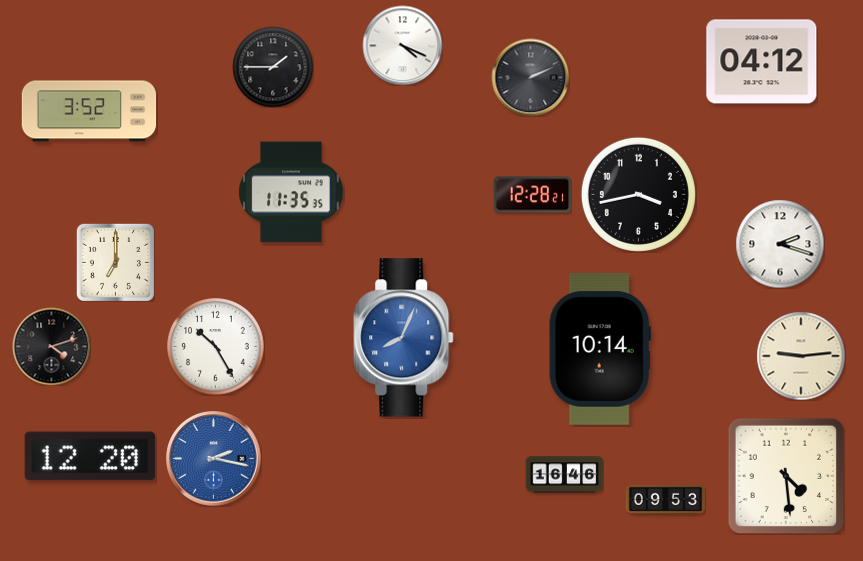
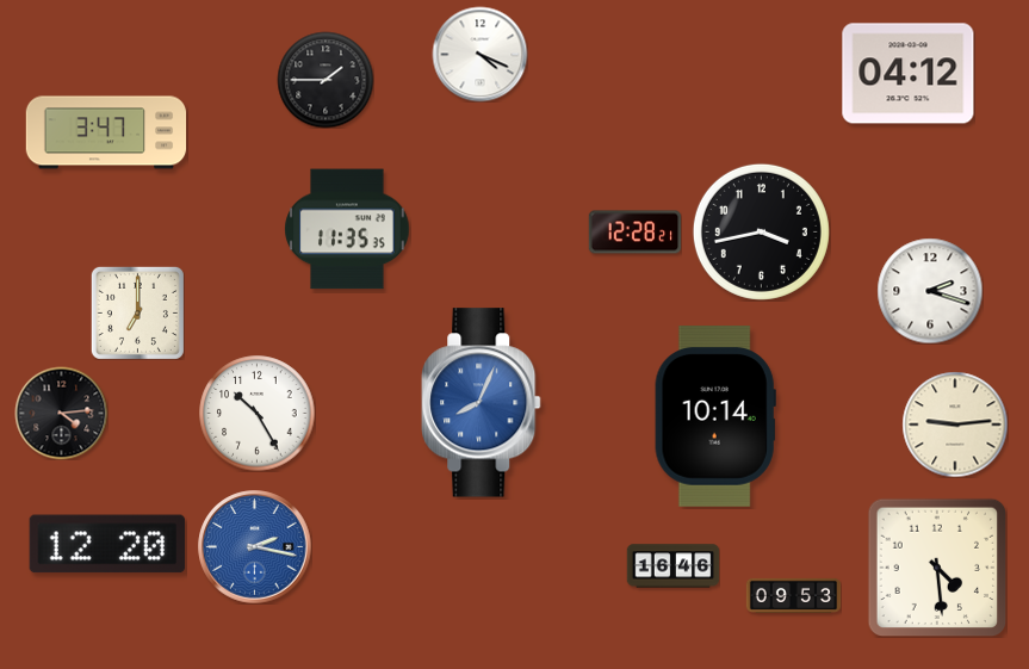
clock at (530, 77): 2:11 -> none
clock at (89, 111): 3:52 -> 3:47
clock at (51, 346): 4:12 -> 4:14
